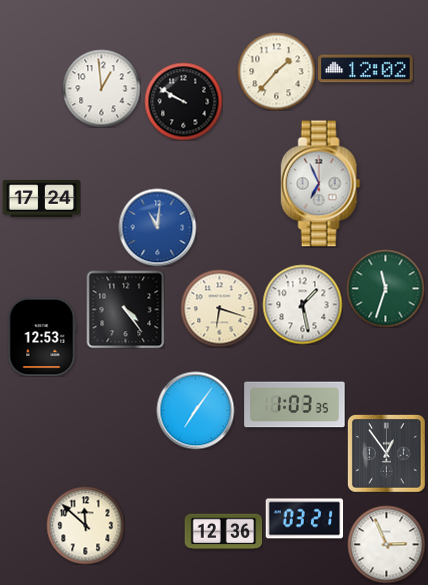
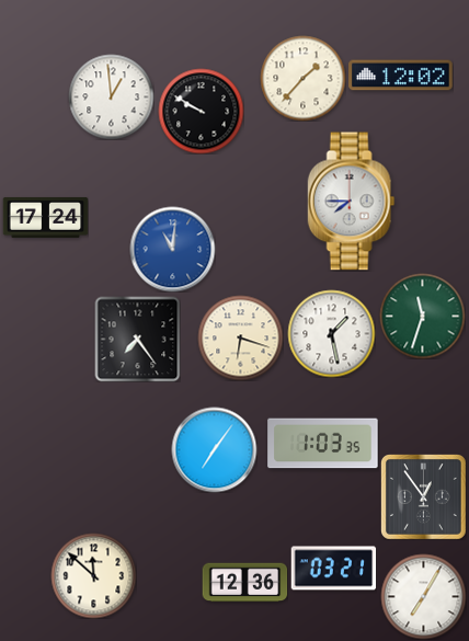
clock at (321, 184): 6:56 -> 7:45
clock at (125, 309): 4:24 -> 7:24
clock at (42, 337): 12:53 -> none
clock at (386, 544): 2:56 -> 7:05
